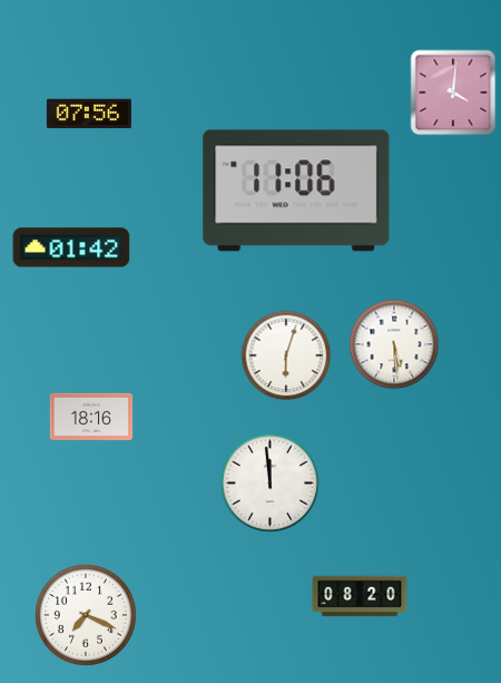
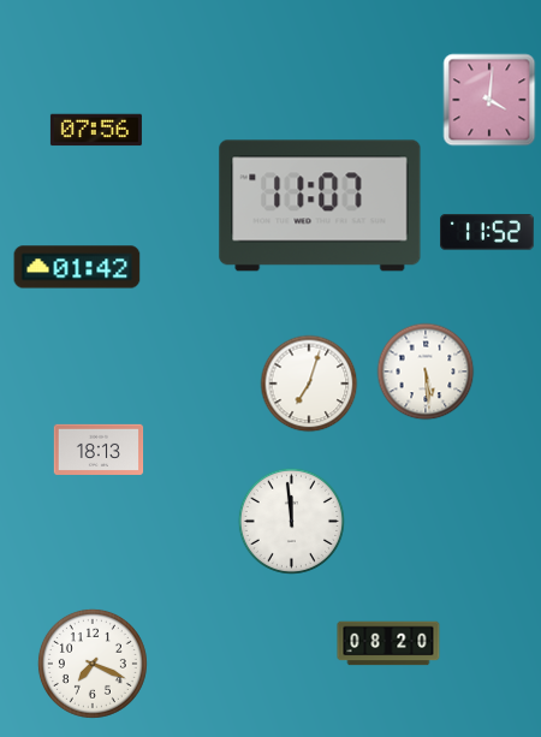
clock at (89, 114) position: (89, 114) -> (96, 130)
clock at (296, 191): 11:06 -> 11:07
clock at (488, 232): none -> 11:52
clock at (286, 355): 6:03 -> 7:03
clock at (91, 417): 18:16 -> 18:13
